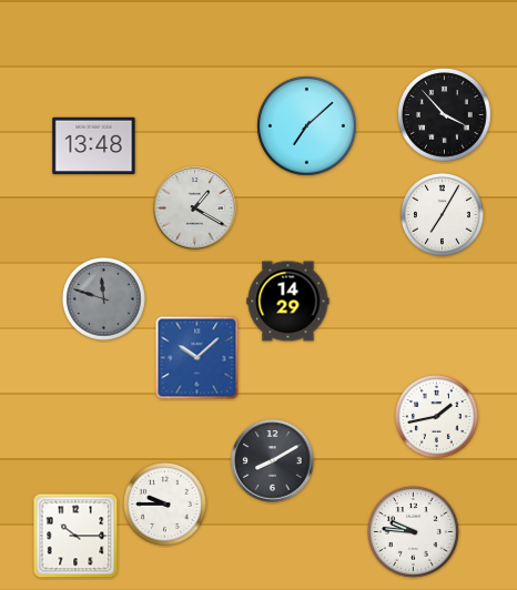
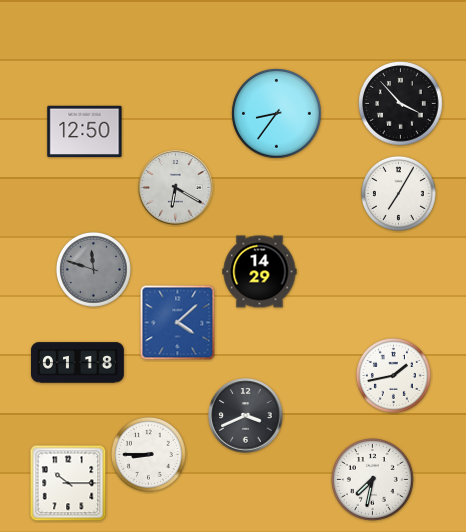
clock at (307, 126): 7:08 -> 8:36
clock at (94, 146): 13:48 -> 12:50
clock at (195, 208): 1:20 -> 6:20
clock at (197, 358): 10:08 -> 4:08
clock at (78, 363): none -> 01:18
clock at (273, 461): 8:10 -> 3:41
clock at (164, 503): 9:45 -> 8:45
clock at (414, 532): 9:46 -> 7:32
